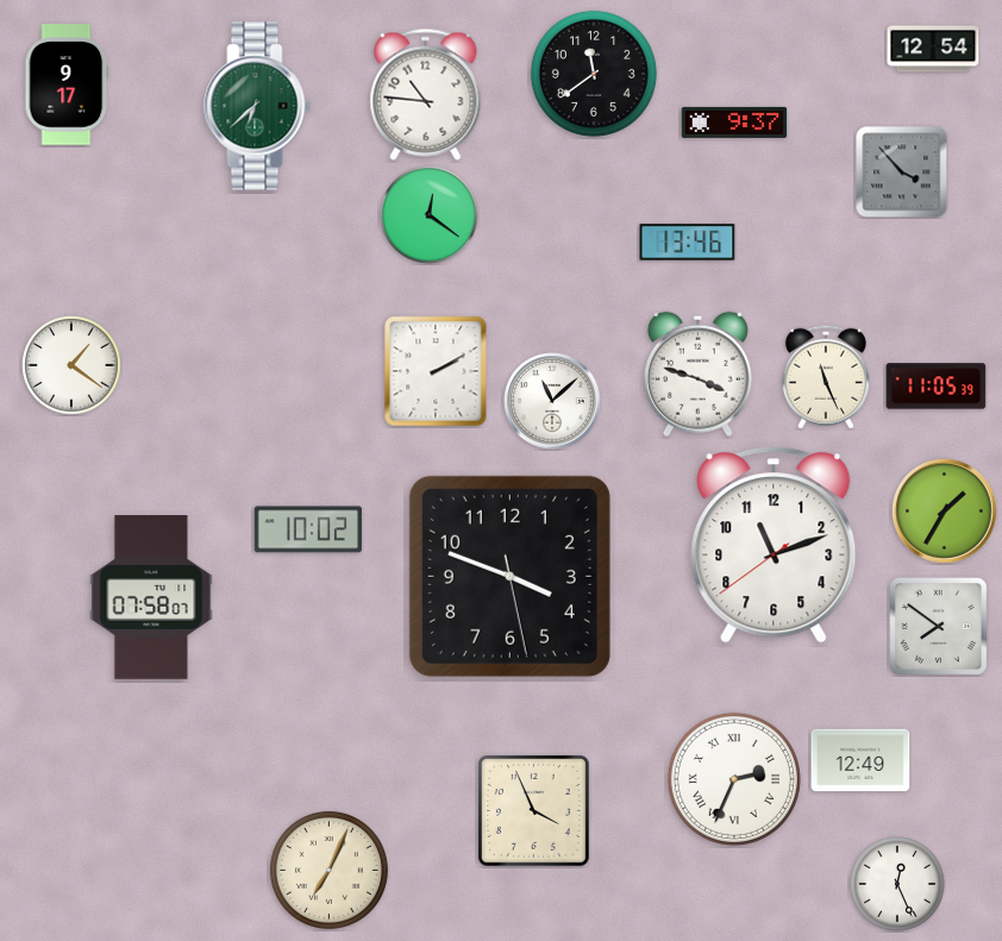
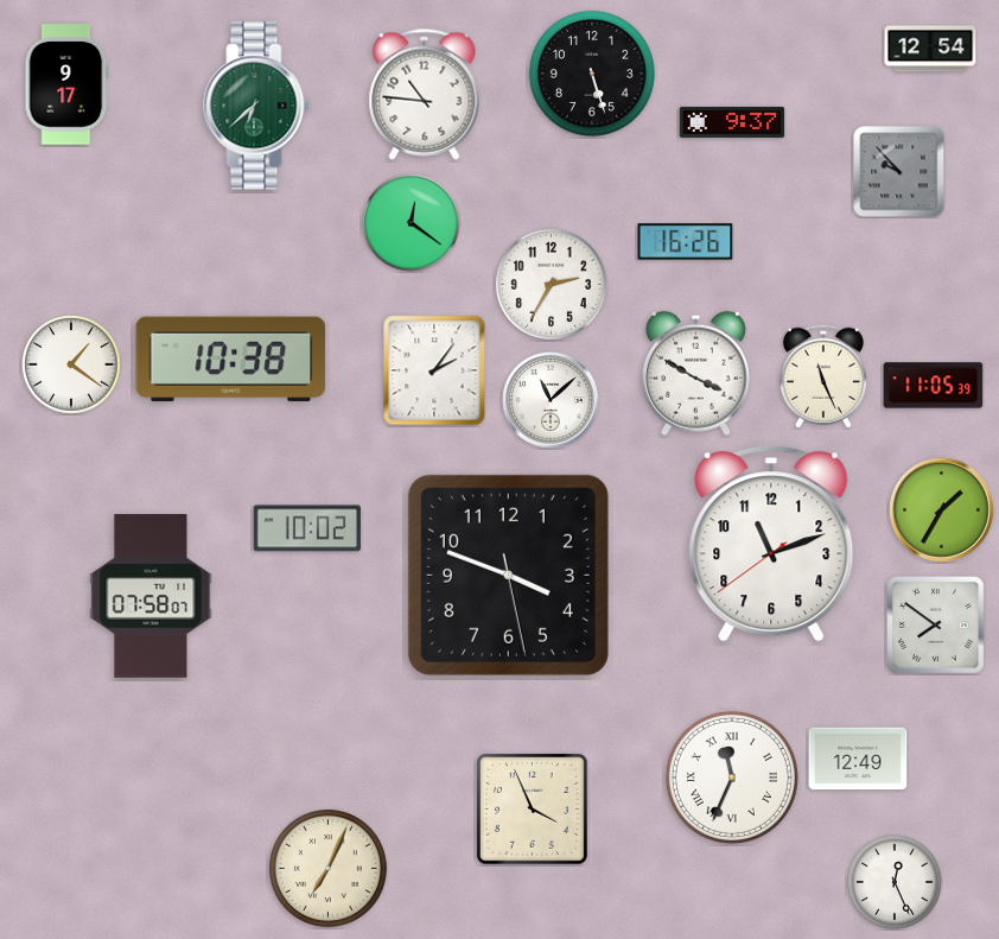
clock at (594, 74): 11:39 -> 5:27
clock at (902, 172): 3:53 -> 9:53
clock at (430, 215) position: (430, 215) -> (412, 223)
clock at (688, 243): 13:46 -> 16:26
clock at (551, 284): none -> 2:35
clock at (231, 360): none -> 10:38
clock at (436, 371): 2:10 -> 2:06
clock at (697, 374): 3:48 -> 3:50
clock at (734, 779): 2:34 -> 11:34
